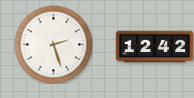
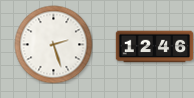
clock at (154, 47): 12:42 -> 12:46
